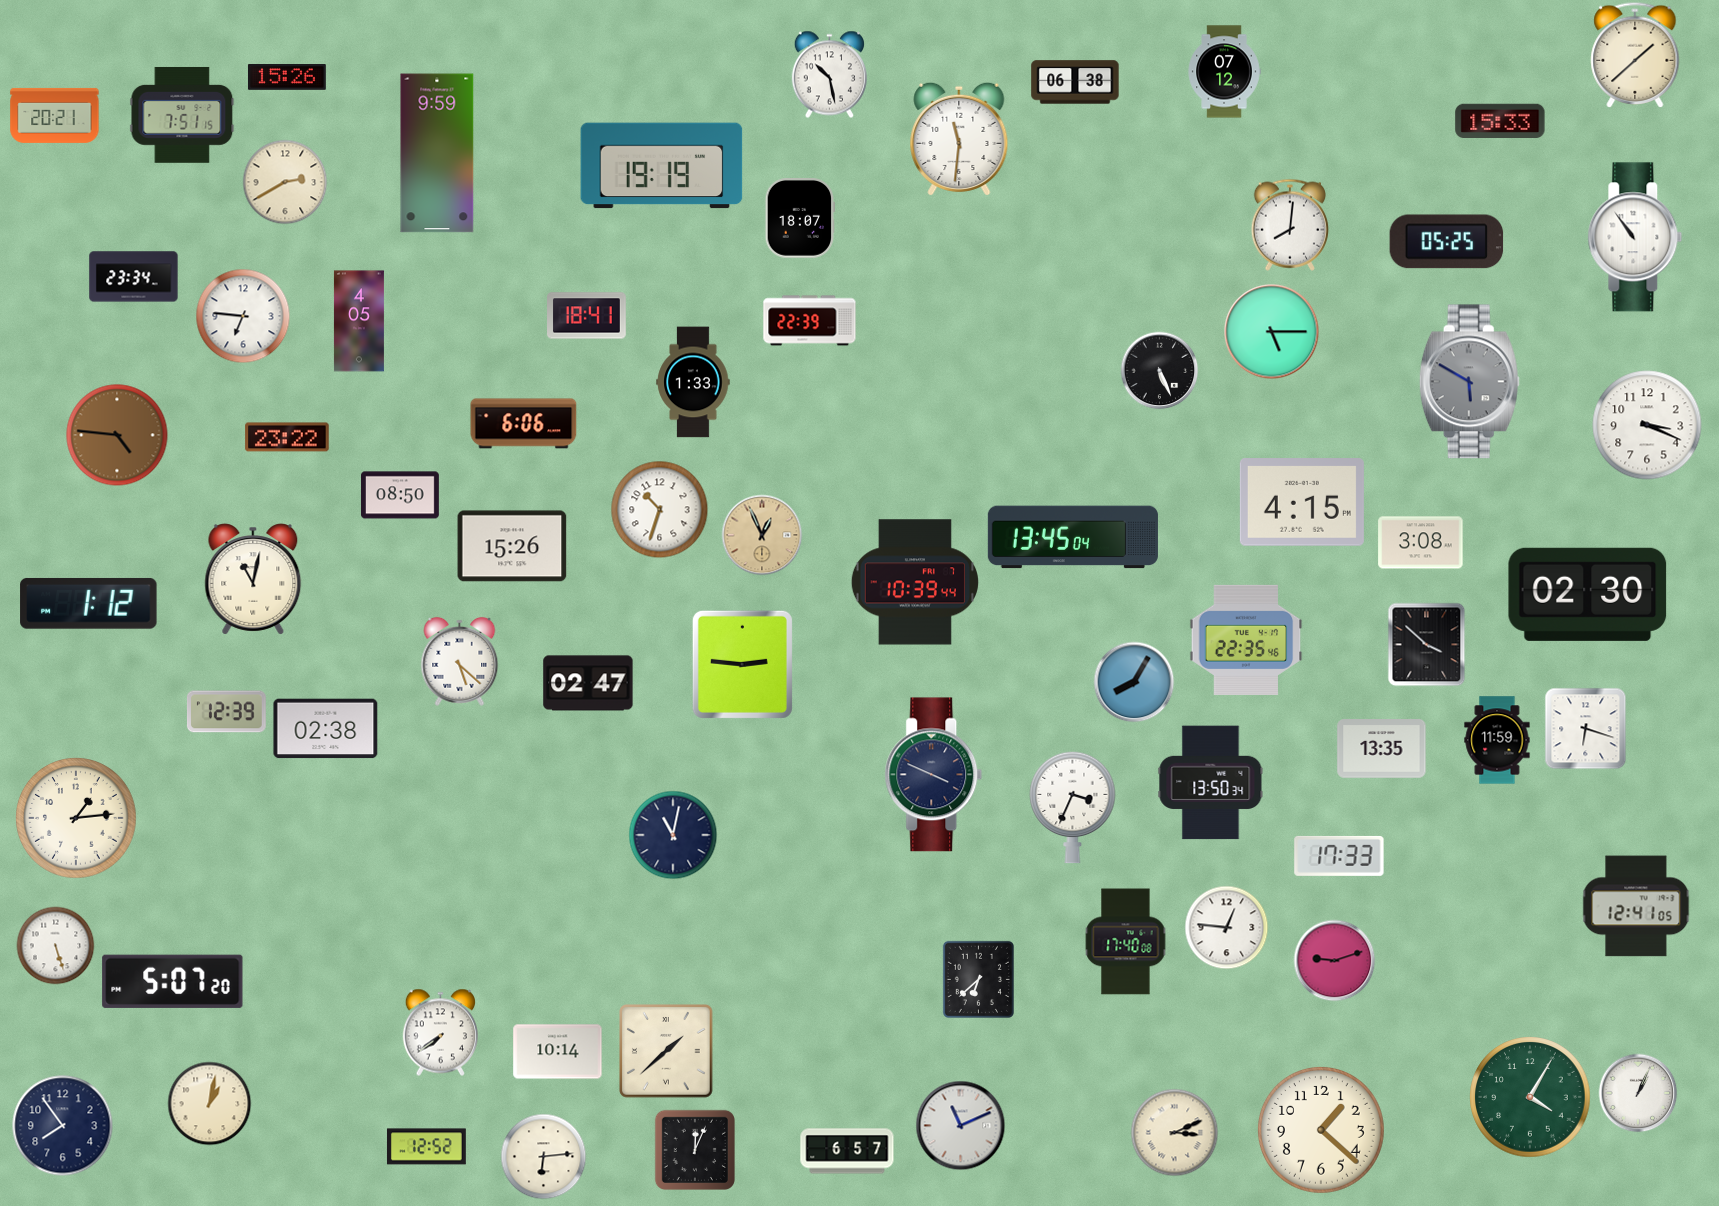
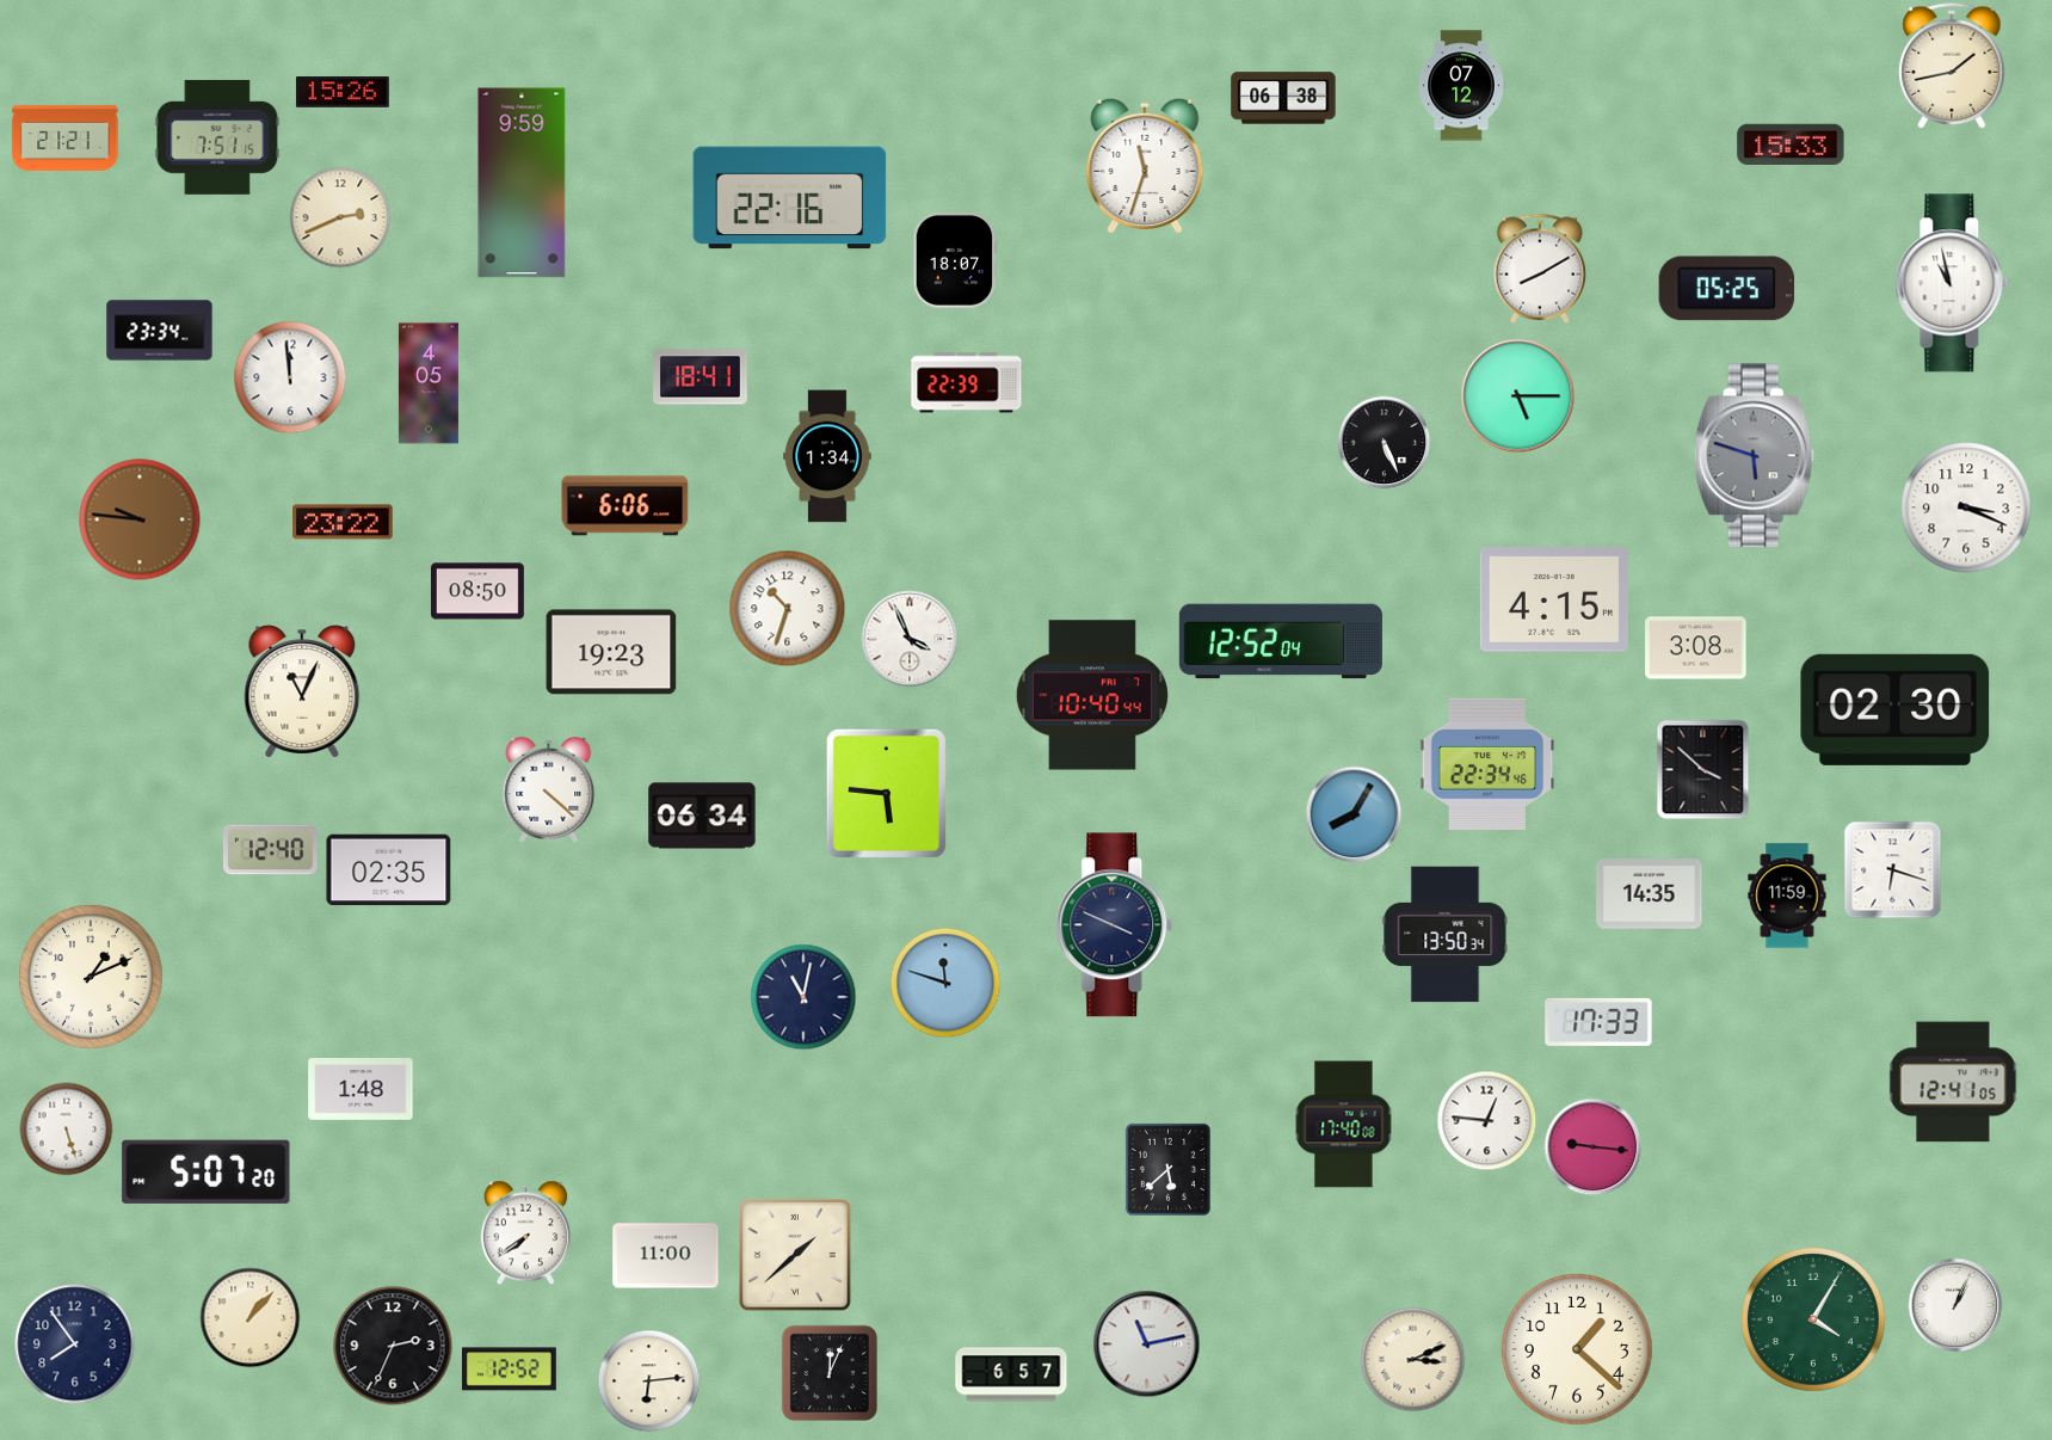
clock at (1635, 55): 1:38 -> 1:43
clock at (829, 74): 10:28 -> none
clock at (55, 115): 20:21 -> 21:21
clock at (959, 138): 11:31 -> 11:33
clock at (662, 166): 19:19 -> 22:16
clock at (285, 182): 2:40 -> 2:41
clock at (1289, 225): 8:01 -> 8:10
clock at (1635, 237): 10:54 -> 10:58
clock at (243, 316): 6:46 -> 11:59
clock at (693, 382): 1:33 -> 1:34
clock at (1469, 382): 5:50 -> 5:48
clock at (117, 435): 4:46 -> 9:46
clock at (762, 535): 12:56 -> 3:56
clock at (762, 535) dial: champagne -> white
clock at (1073, 537): 13:45 -> 12:52
clock at (512, 546): 15:26 -> 19:23
clock at (253, 579): 11:02 -> 11:04
clock at (914, 582): 10:39 -> 10:40
clock at (89, 603): 1:12 -> none
clock at (1246, 640): 22:35 -> 22:34
clock at (460, 661): 5:22 -> 4:22
clock at (742, 664): 2:46 -> 5:46
clock at (588, 683): 02:47 -> 06:34
clock at (226, 712): 12:39 -> 12:40
clock at (326, 729): 02:38 -> 02:35
clock at (1497, 740) position: (1497, 740) -> (1787, 896)
clock at (1382, 749): 13:35 -> 14:35
clock at (1073, 807): 3:34 -> none
clock at (76, 818): 1:14 -> 1:11
clock at (945, 983): none -> 11:48
clock at (361, 1090): none -> 1:48
clock at (1226, 927) position: (1226, 927) -> (1486, 1120)
clock at (1334, 960): 9:12 -> 9:16
clock at (978, 979): 6:38 -> 5:38
clock at (558, 1052): 10:14 -> 11:00
clock at (1530, 1097) position: (1530, 1097) -> (1813, 1319)
clock at (209, 1103): 1:02 -> 1:07
clock at (960, 1125): 11:11 -> 11:13
clock at (393, 1346): none -> 2:34
clock at (1174, 1132) position: (1174, 1132) -> (1412, 1359)
